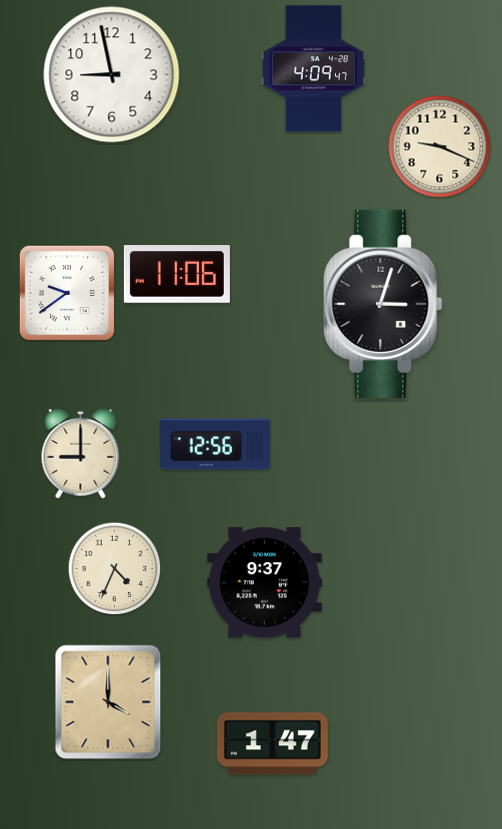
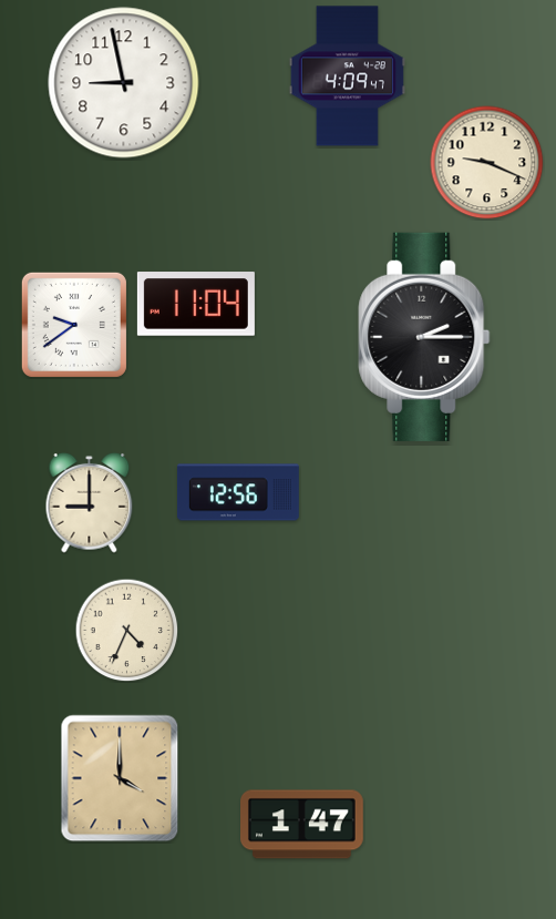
clock at (177, 274): 11:06 -> 11:04
clock at (383, 304): 3:03 -> 2:15
clock at (265, 583): 9:37 -> none
